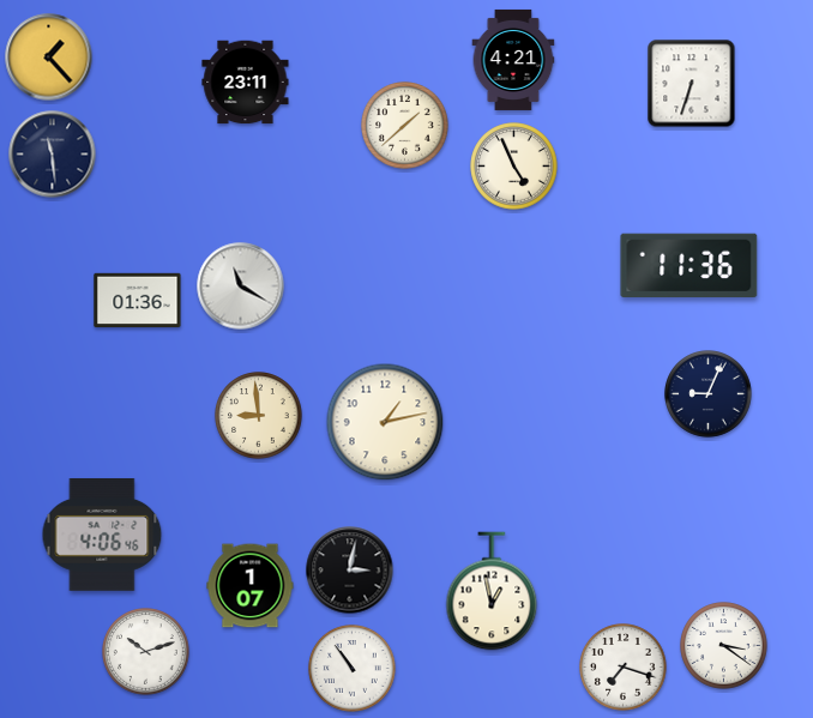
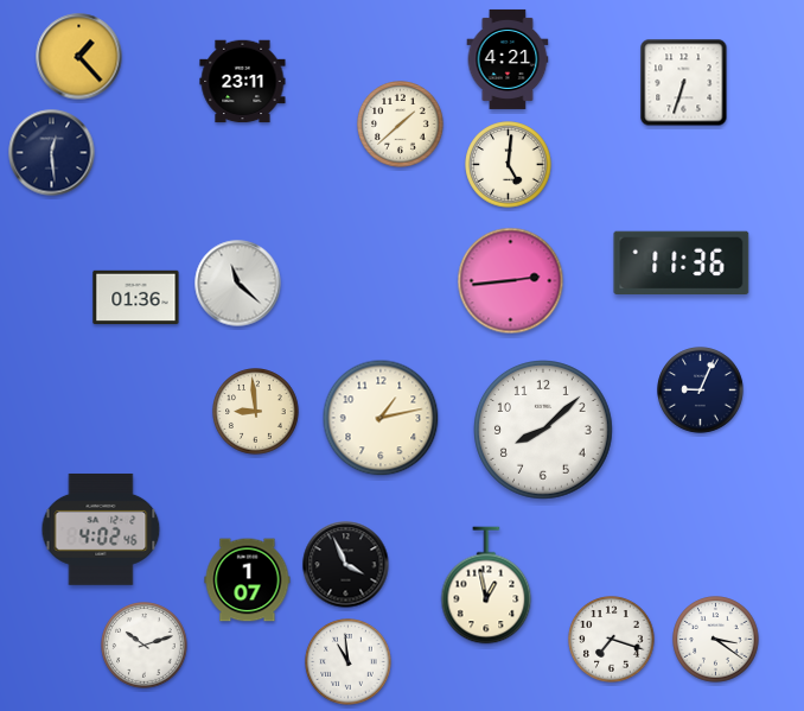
clock at (49, 58) position: (49, 58) -> (79, 57)
clock at (53, 155): 11:29 -> 12:29
clock at (514, 167): 4:56 -> 5:01
clock at (511, 281): none -> 2:44
clock at (241, 286): 11:20 -> 11:22
clock at (544, 431): none -> 8:08
clock at (102, 535): 4:06 -> 4:02
clock at (350, 571): 3:02 -> 3:56
clock at (624, 668) position: (624, 668) -> (612, 640)
clock at (353, 669): 10:54 -> 10:59
